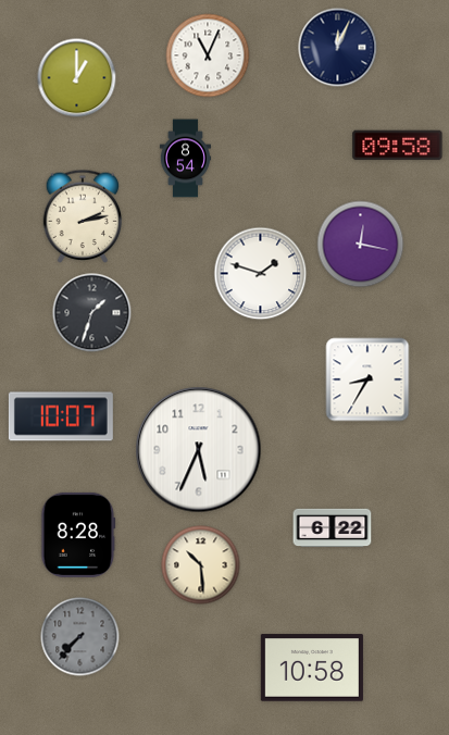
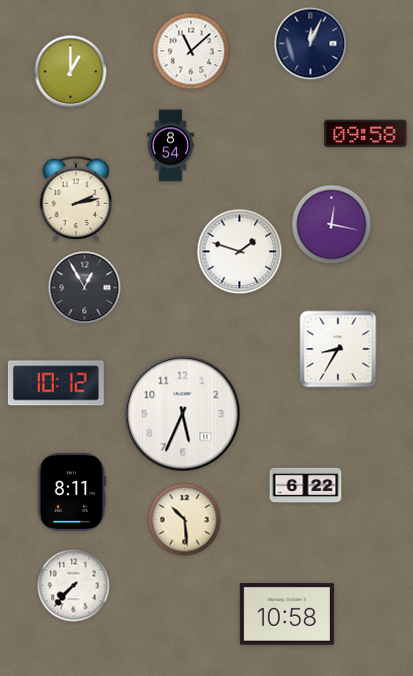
clock at (208, 55): 11:04 -> 11:08
clock at (92, 313): 1:33 -> 12:55
clock at (61, 416): 10:07 -> 10:12
clock at (78, 535): 8:28 -> 8:11
clock at (80, 637) dial: grey -> white
